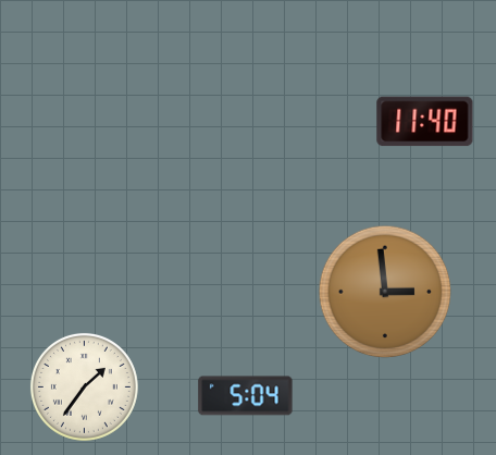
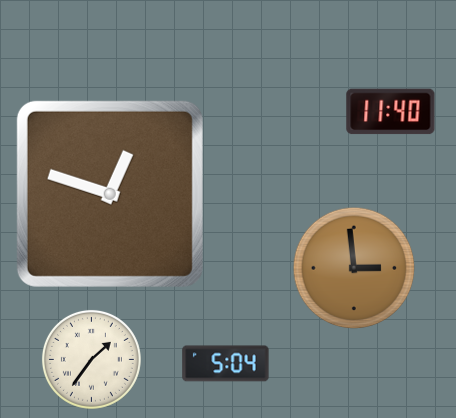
clock at (110, 194): none -> 12:48
clock at (84, 386) position: (84, 386) -> (91, 359)
